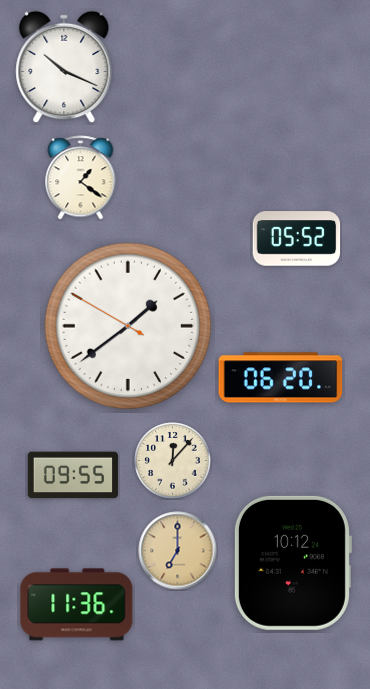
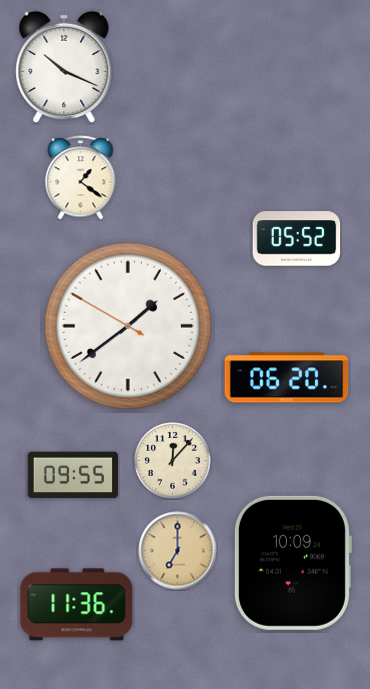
clock at (281, 378) position: (281, 378) -> (287, 378)
clock at (292, 563): 10:12 -> 10:09
